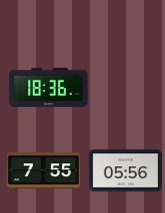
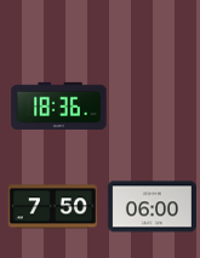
clock at (43, 171): 7:55 -> 7:50
clock at (125, 171): 05:56 -> 06:00
